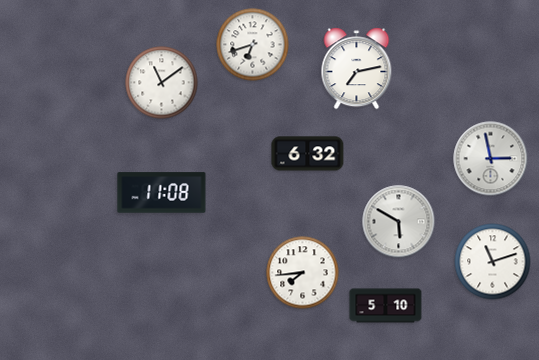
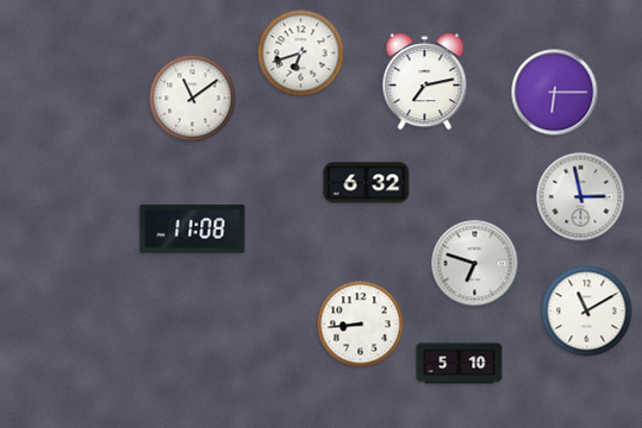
clock at (555, 93): none -> 6:15
clock at (491, 159) position: (491, 159) -> (581, 197)
clock at (399, 222): 5:50 -> 6:48
clock at (493, 262): 11:12 -> 11:10
clock at (303, 273): 7:44 -> 8:44
